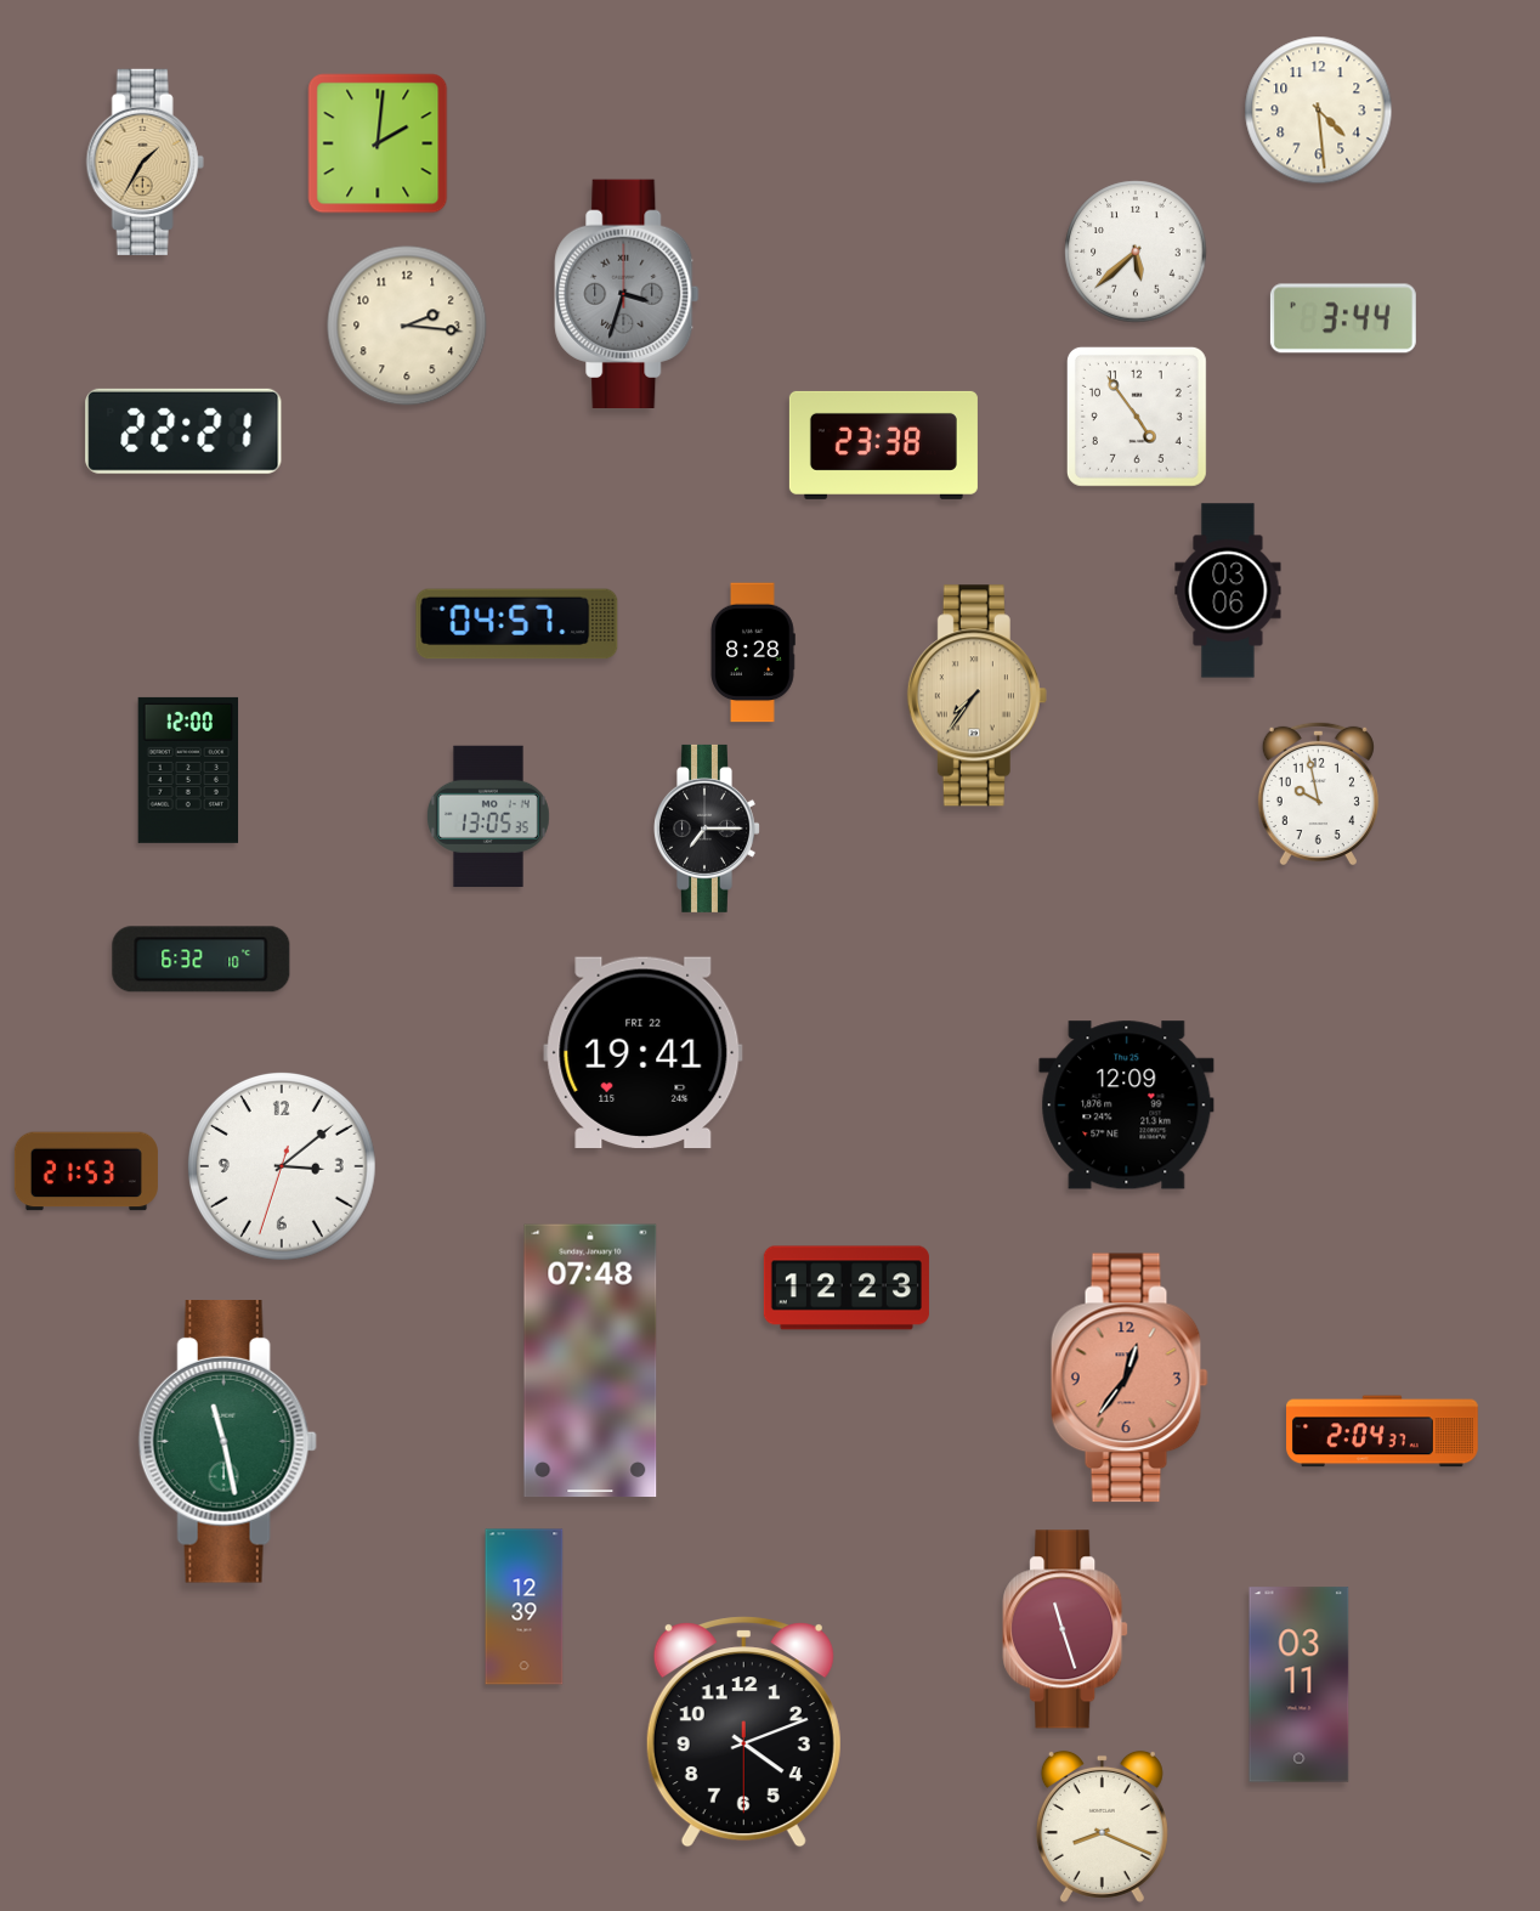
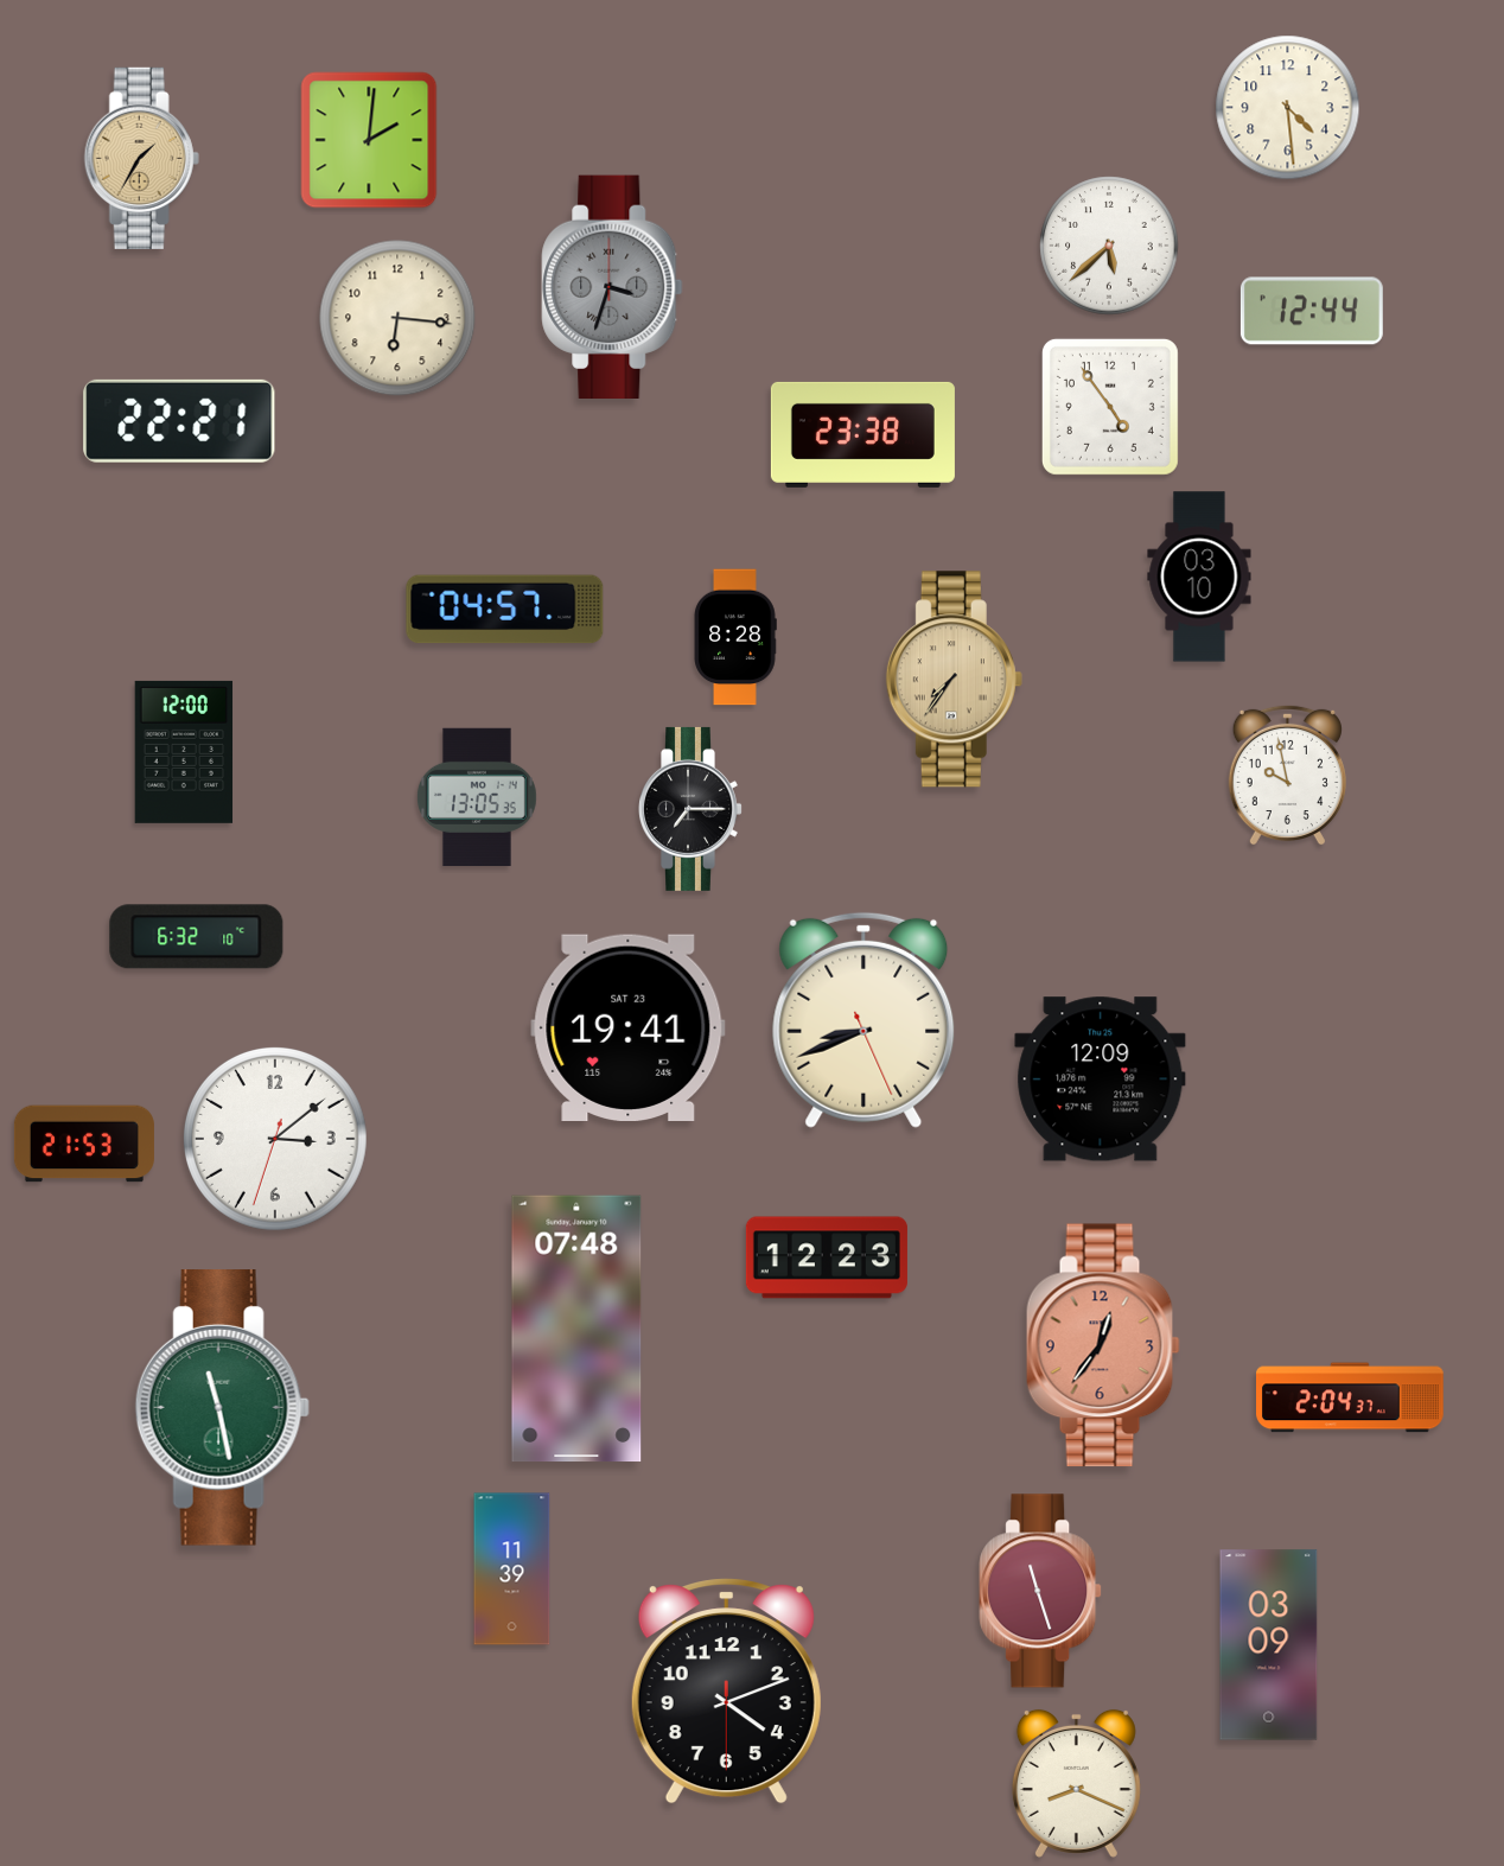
clock at (1343, 318): 3:44 -> 12:44
clock at (407, 326): 2:16 -> 6:16
clock at (1228, 590): 03:06 -> 03:10
clock at (863, 1020): none -> 8:41
clock at (644, 1052) date: FRI 22 -> SAT 23
clock at (525, 1607): 12:39 -> 11:39
clock at (1300, 1685): 03:11 -> 03:09
